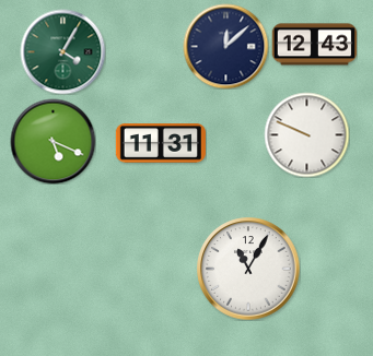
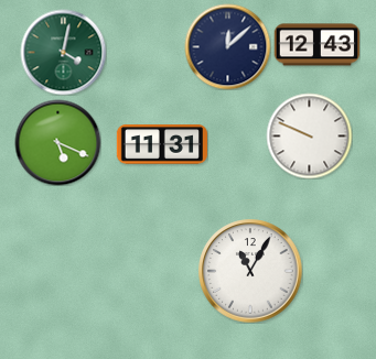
clock at (62, 51): 4:05 -> 4:02
clock at (53, 141) position: (53, 141) -> (57, 142)
